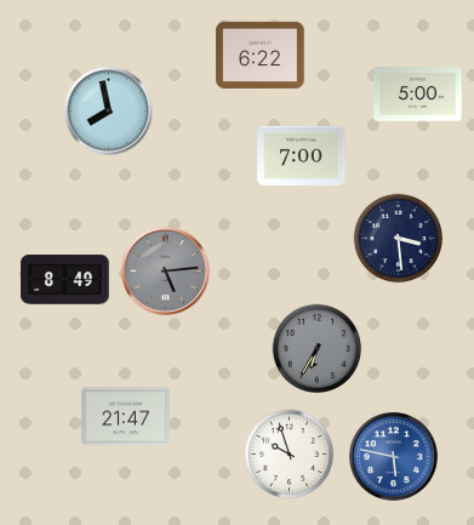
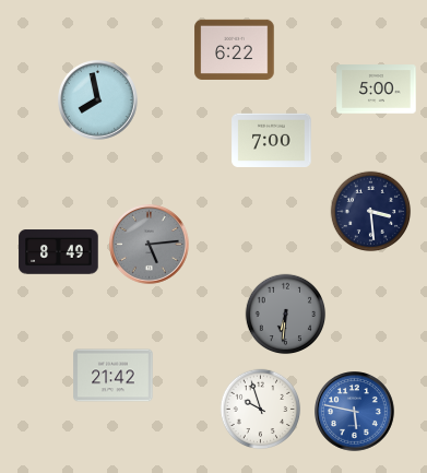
clock at (418, 95) position: (418, 95) -> (377, 90)
clock at (399, 239) position: (399, 239) -> (371, 212)
clock at (318, 349): 6:35 -> 6:31
clock at (126, 417): 21:47 -> 21:42
